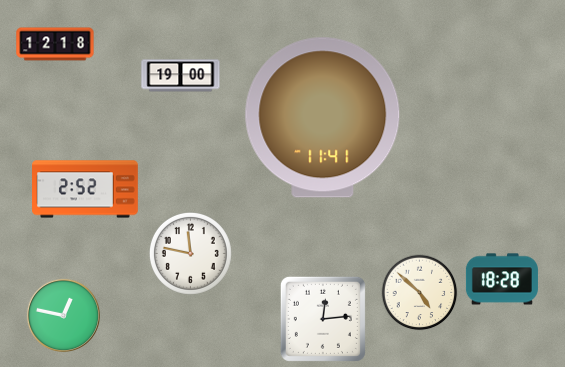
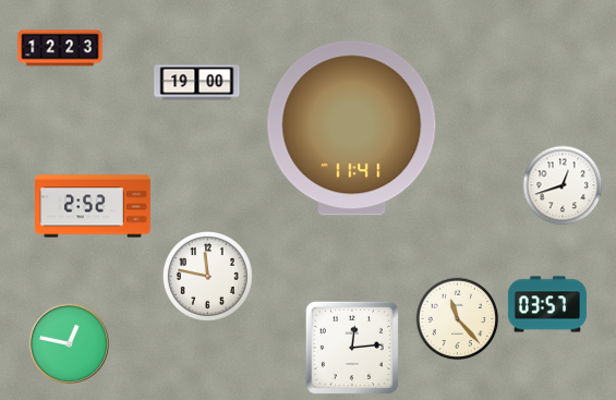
clock at (55, 44): 12:18 -> 12:23
clock at (563, 185): none -> 12:42
clock at (502, 279): 18:28 -> 03:57
clock at (420, 293): 4:52 -> 11:23
